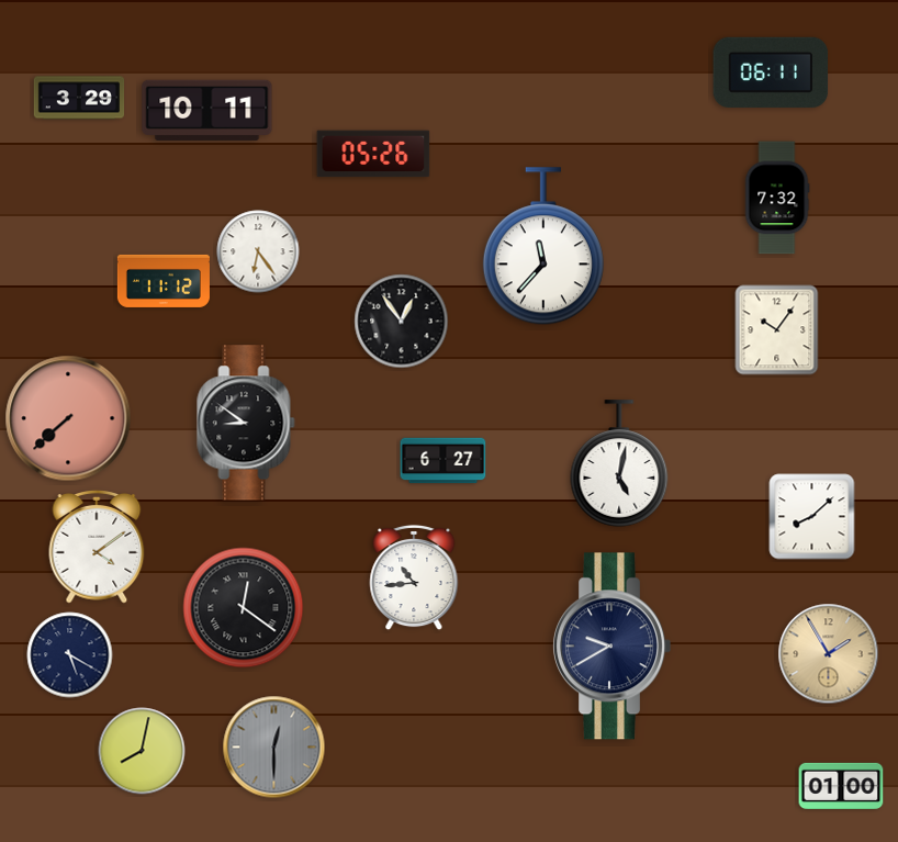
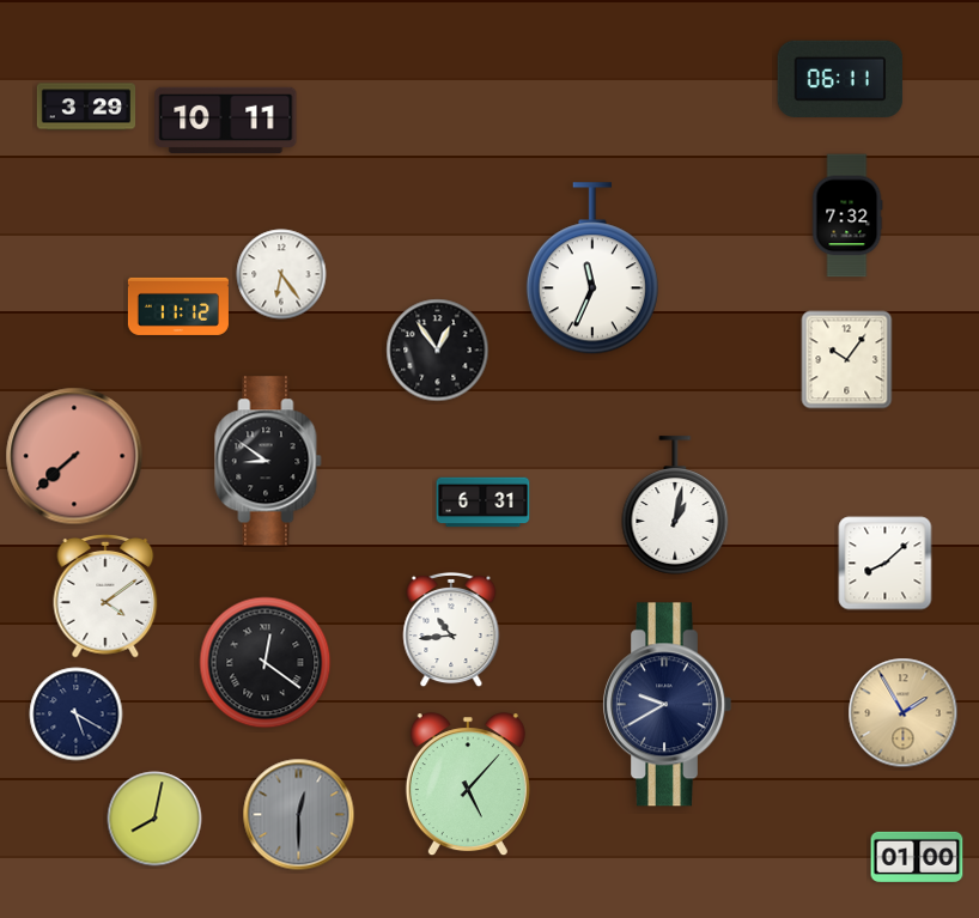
clock at (373, 154): 05:26 -> none
clock at (543, 247): 11:37 -> 11:34
clock at (444, 461): 6:27 -> 6:31
clock at (619, 463): 5:02 -> 1:02
clock at (468, 785): none -> 5:07
